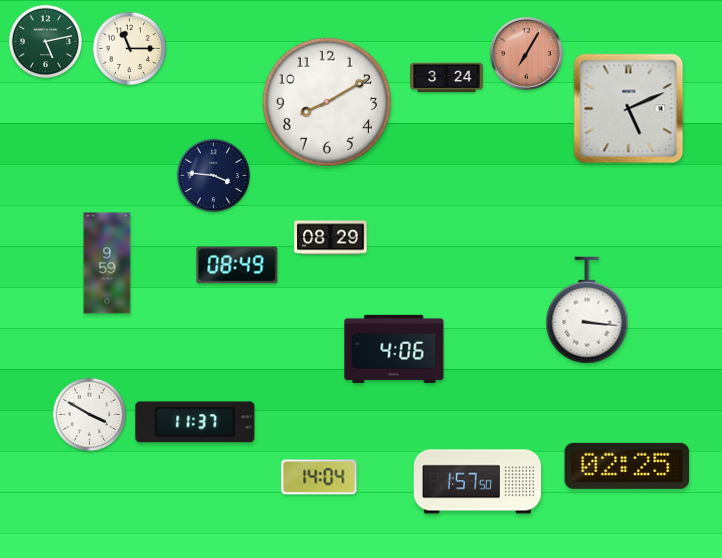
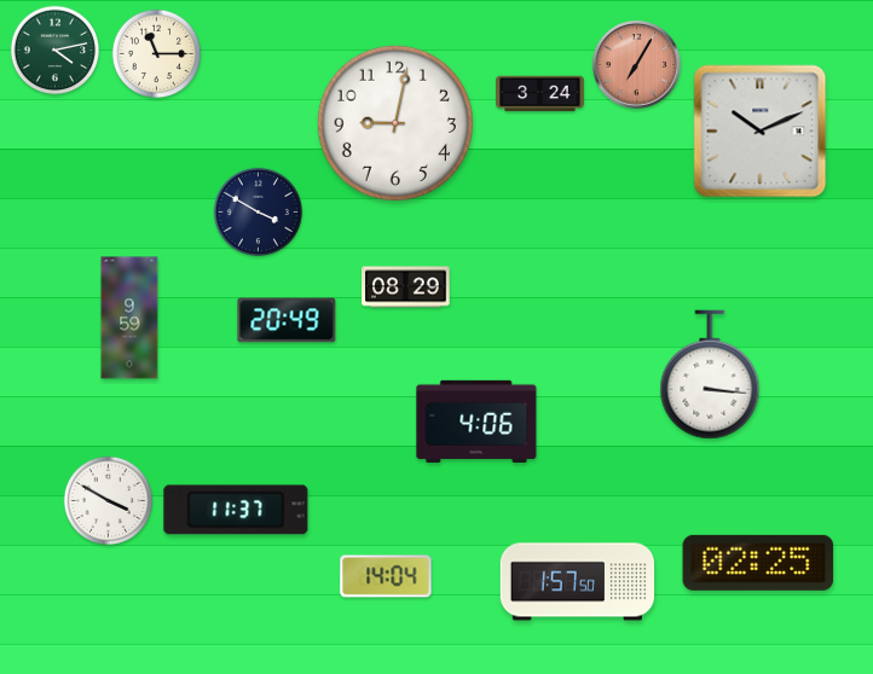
clock at (46, 42): 5:13 -> 4:13
clock at (130, 49) position: (130, 49) -> (157, 54)
clock at (327, 102): 8:10 -> 9:02
clock at (629, 109): 5:11 -> 10:11
clock at (214, 176): 3:46 -> 3:50
clock at (331, 238) position: (331, 238) -> (406, 287)
clock at (237, 265): 08:49 -> 20:49
